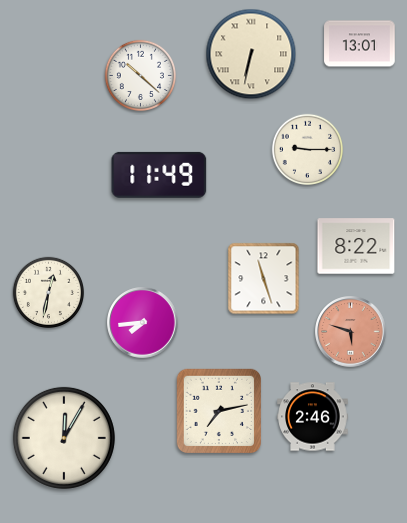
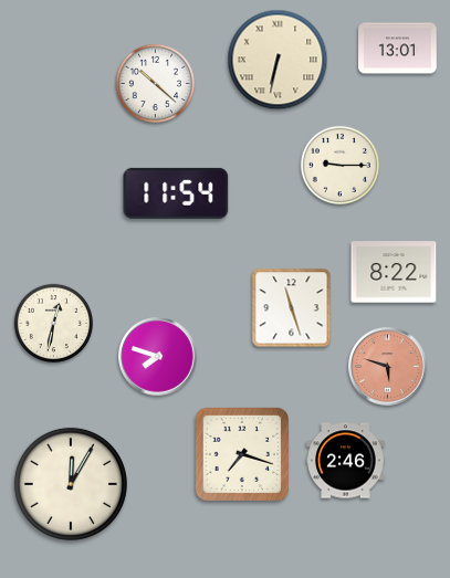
clock at (159, 175): 11:49 -> 11:54
clock at (143, 323): 7:44 -> 7:48
clock at (218, 410): 7:13 -> 7:18
